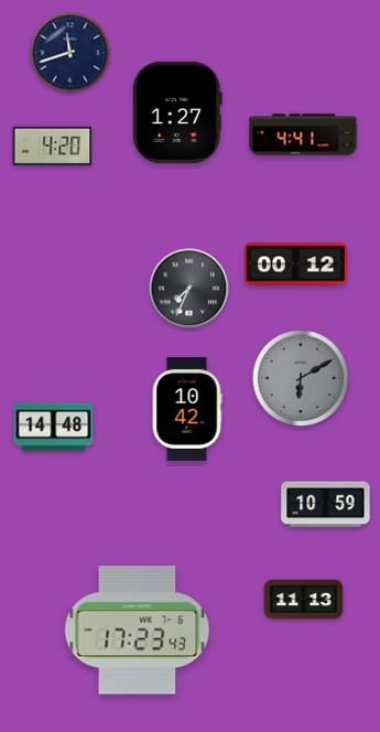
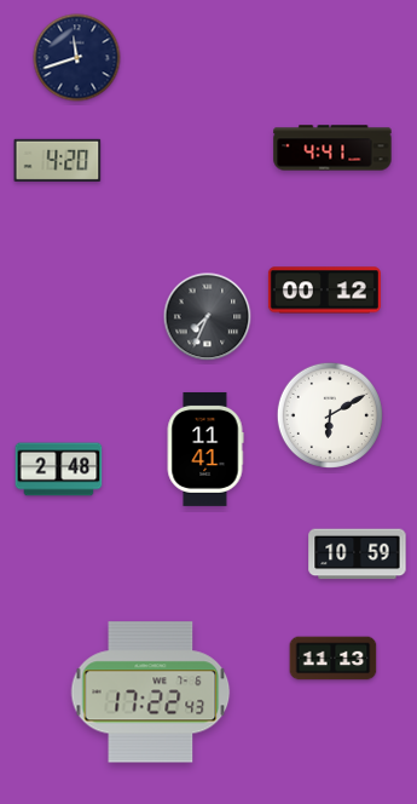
clock at (177, 112): 1:27 -> none
clock at (301, 378) dial: grey -> white
clock at (187, 409): 10:42 -> 11:41
clock at (54, 428): 14:48 -> 2:48
clock at (138, 631): 17:23 -> 17:22
